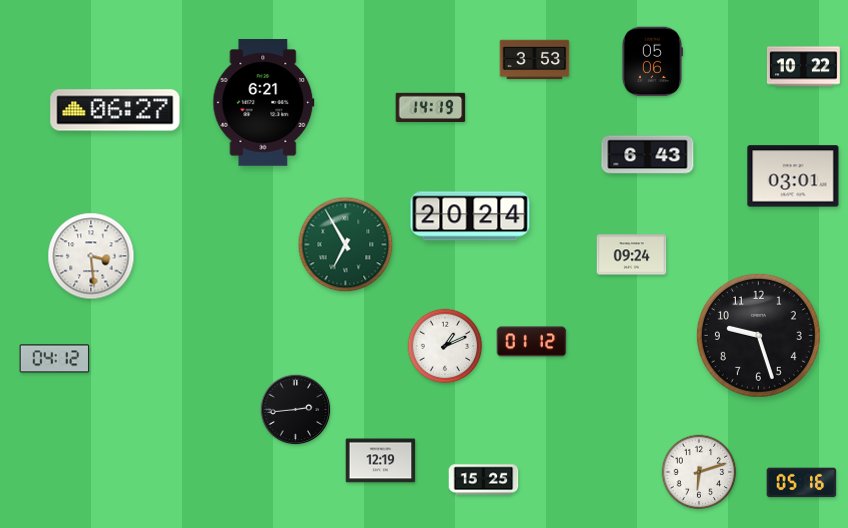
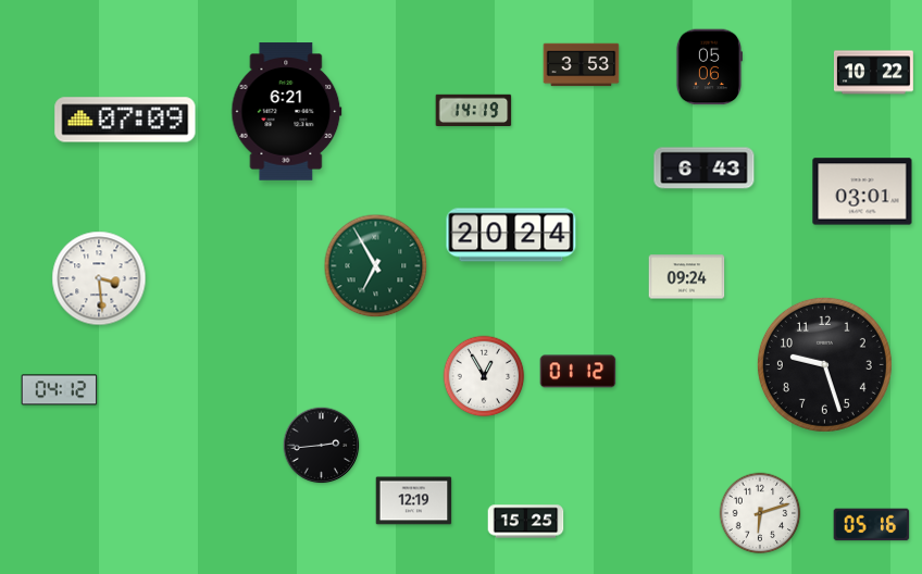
clock at (431, 107) position: (431, 107) -> (474, 110)
clock at (115, 110): 06:27 -> 07:09
clock at (445, 346): 1:11 -> 12:55
